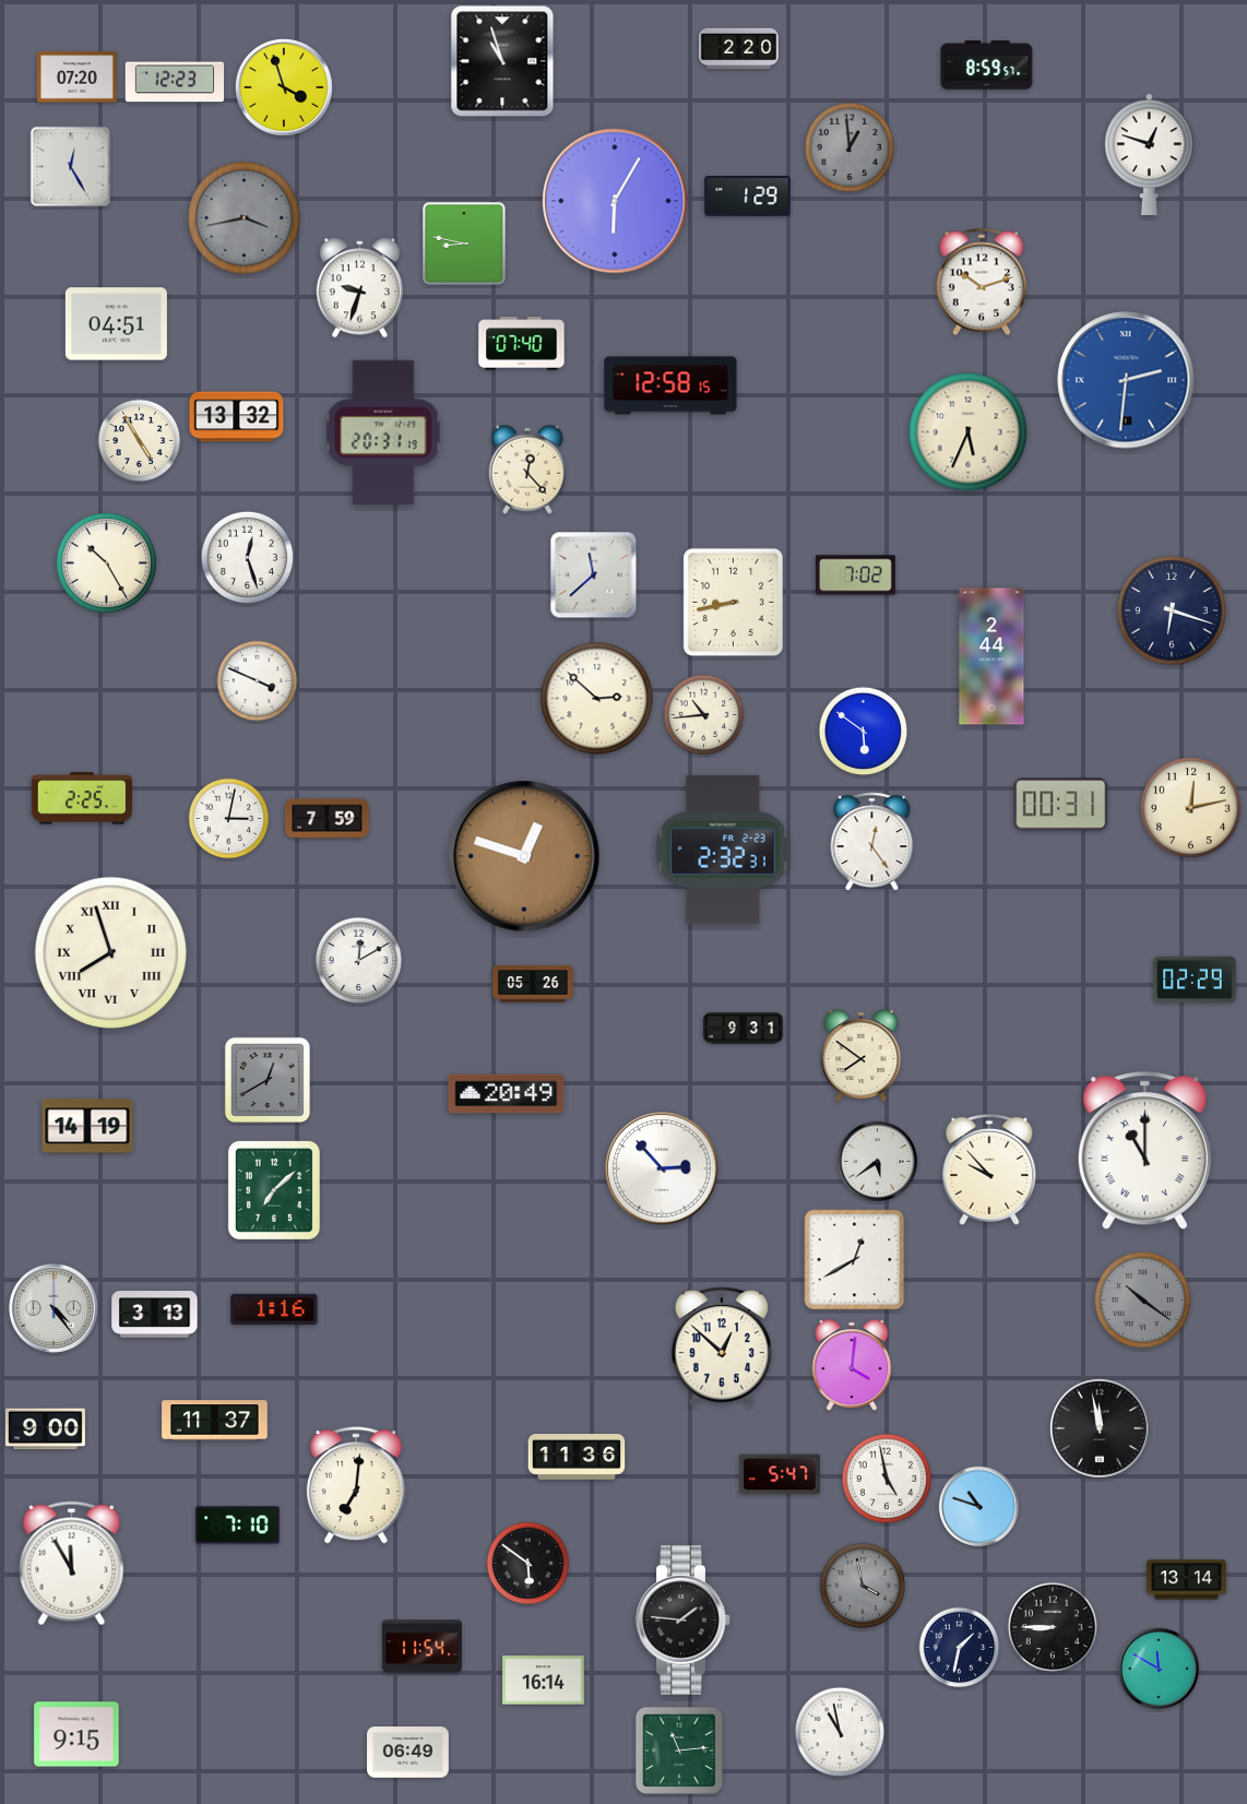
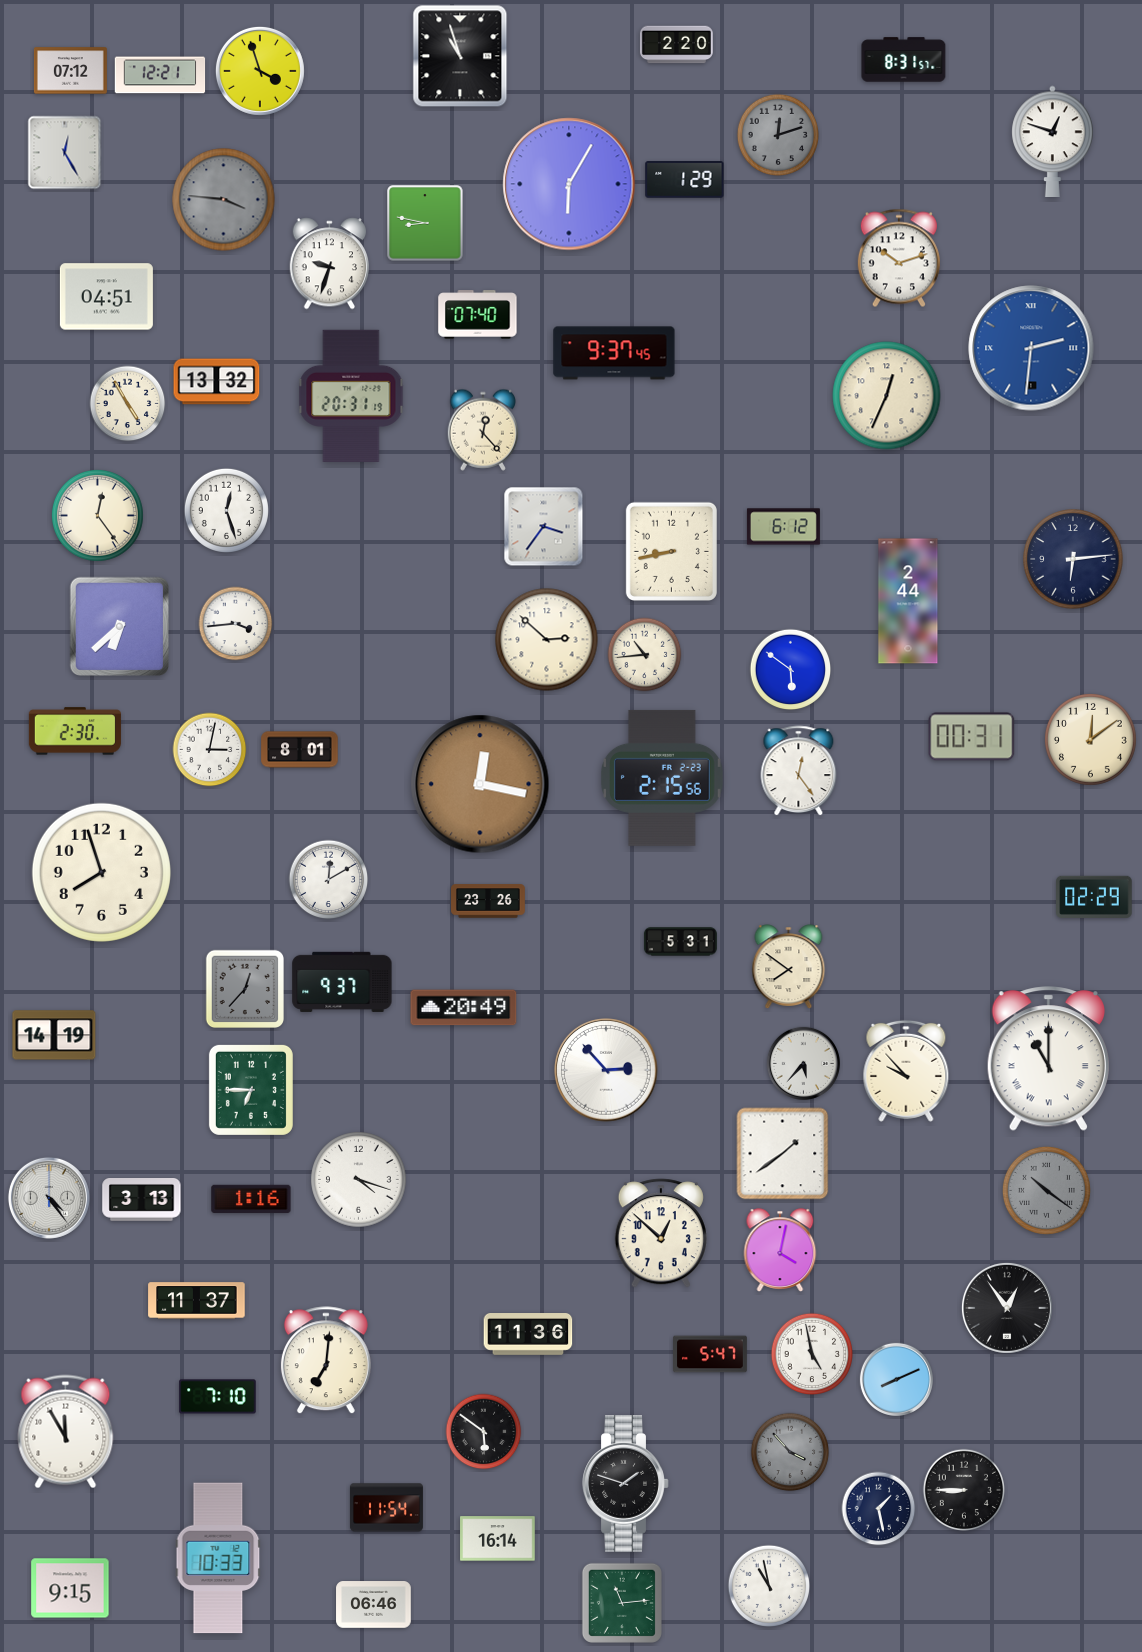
clock at (987, 66): 8:59 -> 8:31
clock at (76, 78): 07:20 -> 07:12
clock at (175, 82): 12:23 -> 12:21
clock at (284, 87) position: (284, 87) -> (260, 71)
clock at (848, 146): 12:59 -> 12:12
clock at (615, 201) position: (615, 201) -> (569, 184)
clock at (245, 218): 3:43 -> 3:46
clock at (670, 385): 12:58 -> 9:37
clock at (969, 432): 5:34 -> 12:34
clock at (106, 562): 10:25 -> 12:24
clock at (594, 575): 11:38 -> 3:36
clock at (855, 575): 7:02 -> 6:12
clock at (1172, 610): 6:18 -> 6:14
clock at (258, 681): 3:49 -> 3:44
clock at (119, 626): none -> 6:38
clock at (82, 798): 2:25 -> 2:30
clock at (1190, 807): 12:13 -> 12:09
clock at (328, 819): 7:59 -> 8:01
clock at (724, 850): 2:32 -> 2:15
clock at (524, 856): 12:48 -> 12:17
clock at (110, 952) numerals: Roman -> Arabic
clock at (534, 984): 05:26 -> 23:26
clock at (743, 1029): 9:31 -> 5:31
clock at (342, 982): none -> 9:37
clock at (266, 1079): 12:40 -> 12:37
clock at (507, 1094) position: (507, 1094) -> (464, 1008)
clock at (87, 1126) position: (87, 1126) -> (54, 1035)
clock at (1144, 1151) position: (1144, 1151) -> (1048, 1059)
clock at (877, 1161): 5:39 -> 5:37
clock at (274, 1190): 7:08 -> 6:45
clock at (855, 1260): 12:40 -> 1:39
clock at (359, 1180): none -> 4:18
clock at (155, 1315) position: (155, 1315) -> (142, 1200)
clock at (852, 1365): 4:01 -> 4:02
clock at (1100, 1428): 11:58 -> 12:54
clock at (45, 1429): 9:00 -> none
clock at (781, 1474) position: (781, 1474) -> (711, 1354)
clock at (978, 1506): 10:48 -> 8:11
clock at (1186, 1580): 13:14 -> none
clock at (863, 1586): 3:58 -> 3:53
clock at (684, 1621): 1:46 -> 1:48
clock at (960, 1648): 1:32 -> 1:28
clock at (1159, 1669): 11:50 -> none
clock at (218, 1558): none -> 10:33
clock at (408, 1753): 06:49 -> 06:46
